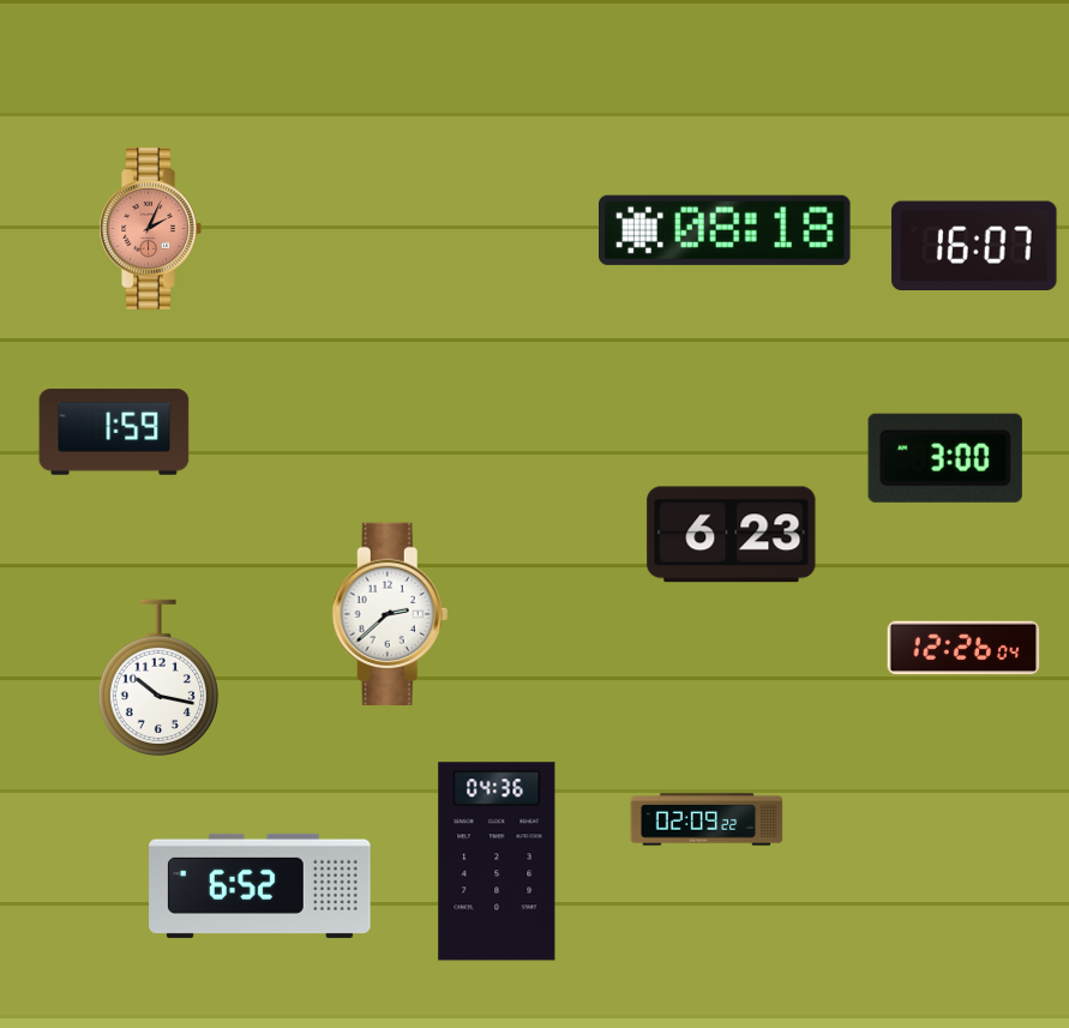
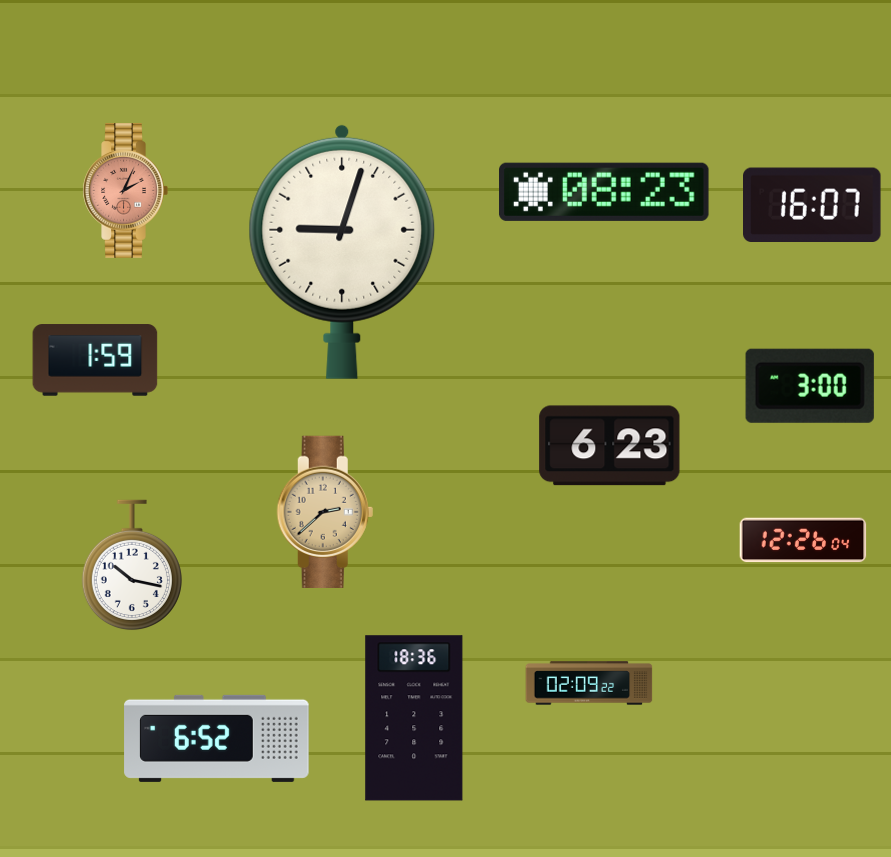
clock at (726, 230): 08:18 -> 08:23
clock at (342, 252): none -> 9:03
clock at (945, 458) position: (945, 458) -> (810, 386)
clock at (390, 613) dial: white -> champagne
clock at (497, 861): 04:36 -> 18:36
